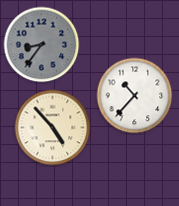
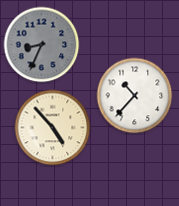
clock at (42, 45): 8:36 -> 8:34
